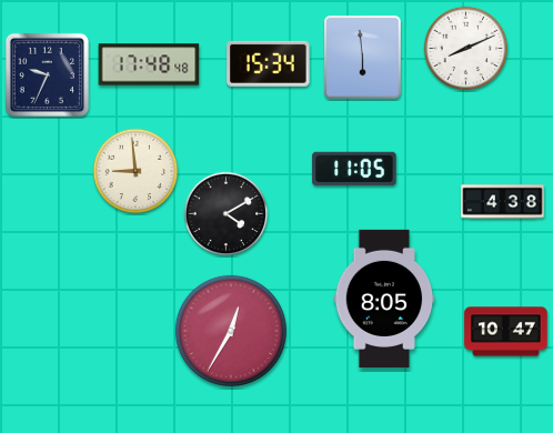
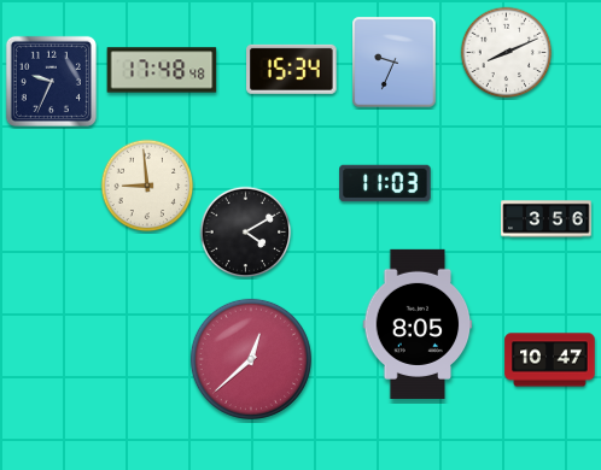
clock at (363, 58): 5:59 -> 9:34
clock at (354, 169): 11:05 -> 11:03
clock at (503, 202): 4:38 -> 3:56
clock at (231, 331): 12:35 -> 12:38
